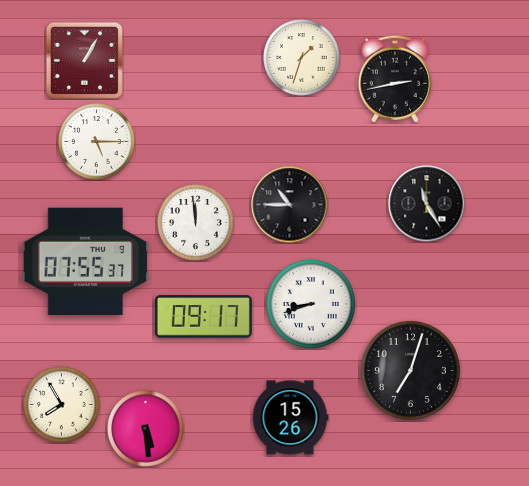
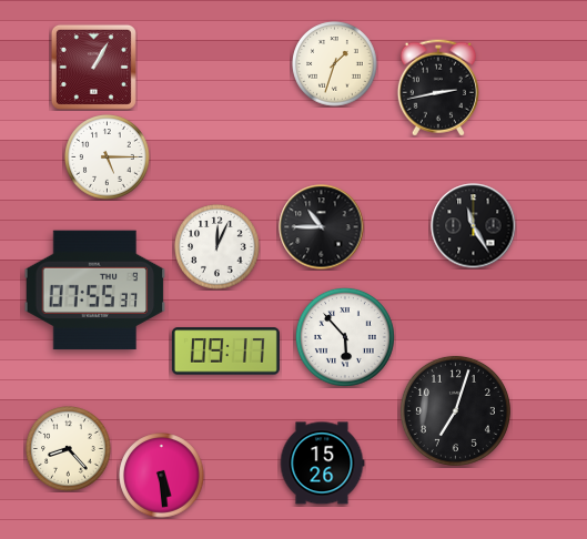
clock at (196, 223): 11:59 -> 12:04
clock at (311, 304): 8:42 -> 5:53
clock at (62, 405): 7:55 -> 8:23
